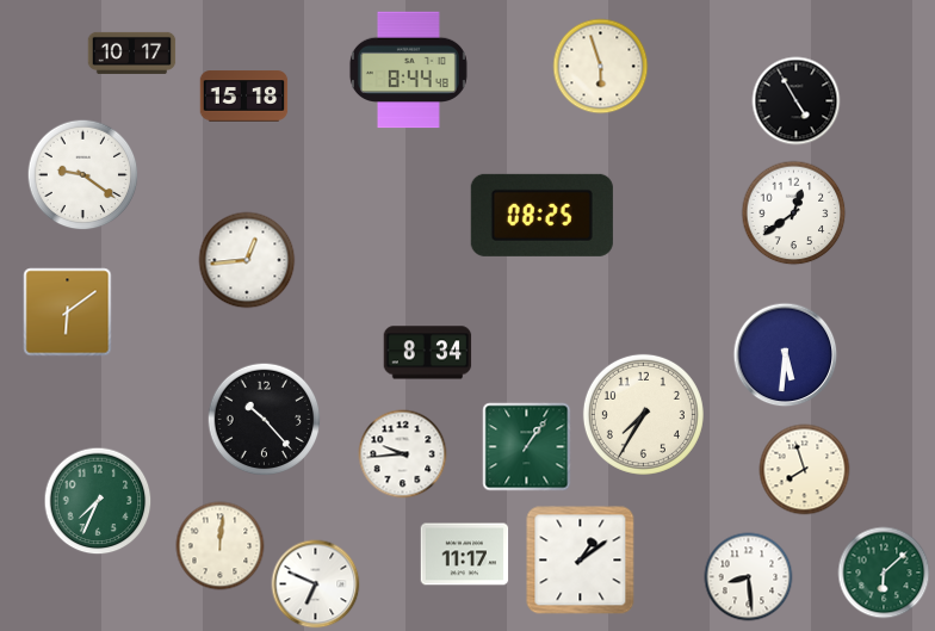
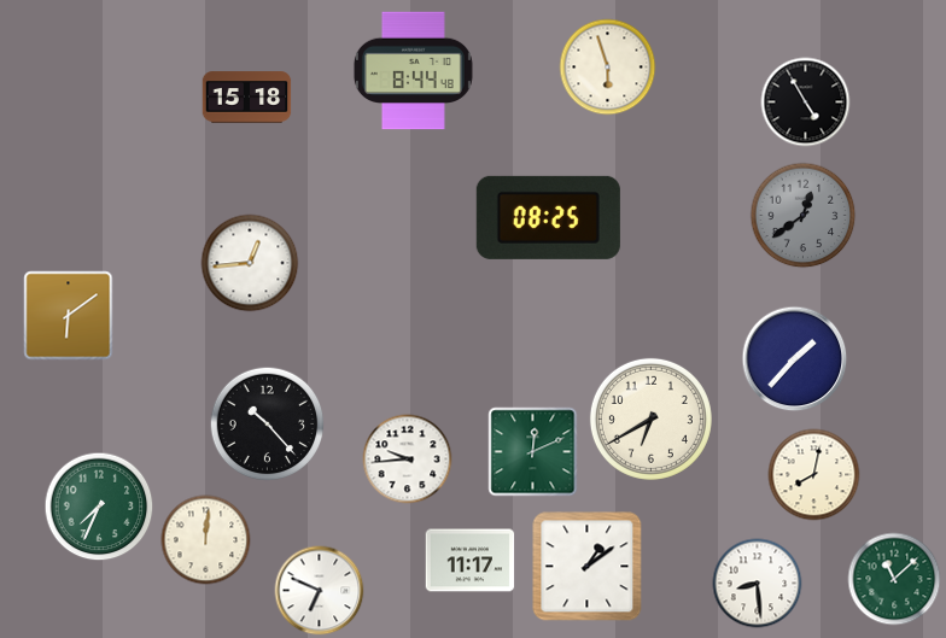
clock at (132, 52): 10:17 -> none
clock at (83, 175): 9:21 -> none
clock at (794, 214) dial: white -> grey
clock at (428, 353): 8:34 -> none
clock at (786, 355): 5:31 -> 1:37
clock at (643, 414): 7:35 -> 6:40
clock at (527, 447): 1:06 -> 12:11
clock at (805, 470): 7:57 -> 8:02
clock at (221, 546) position: (221, 546) -> (206, 540)
clock at (884, 573): 6:08 -> 11:08
